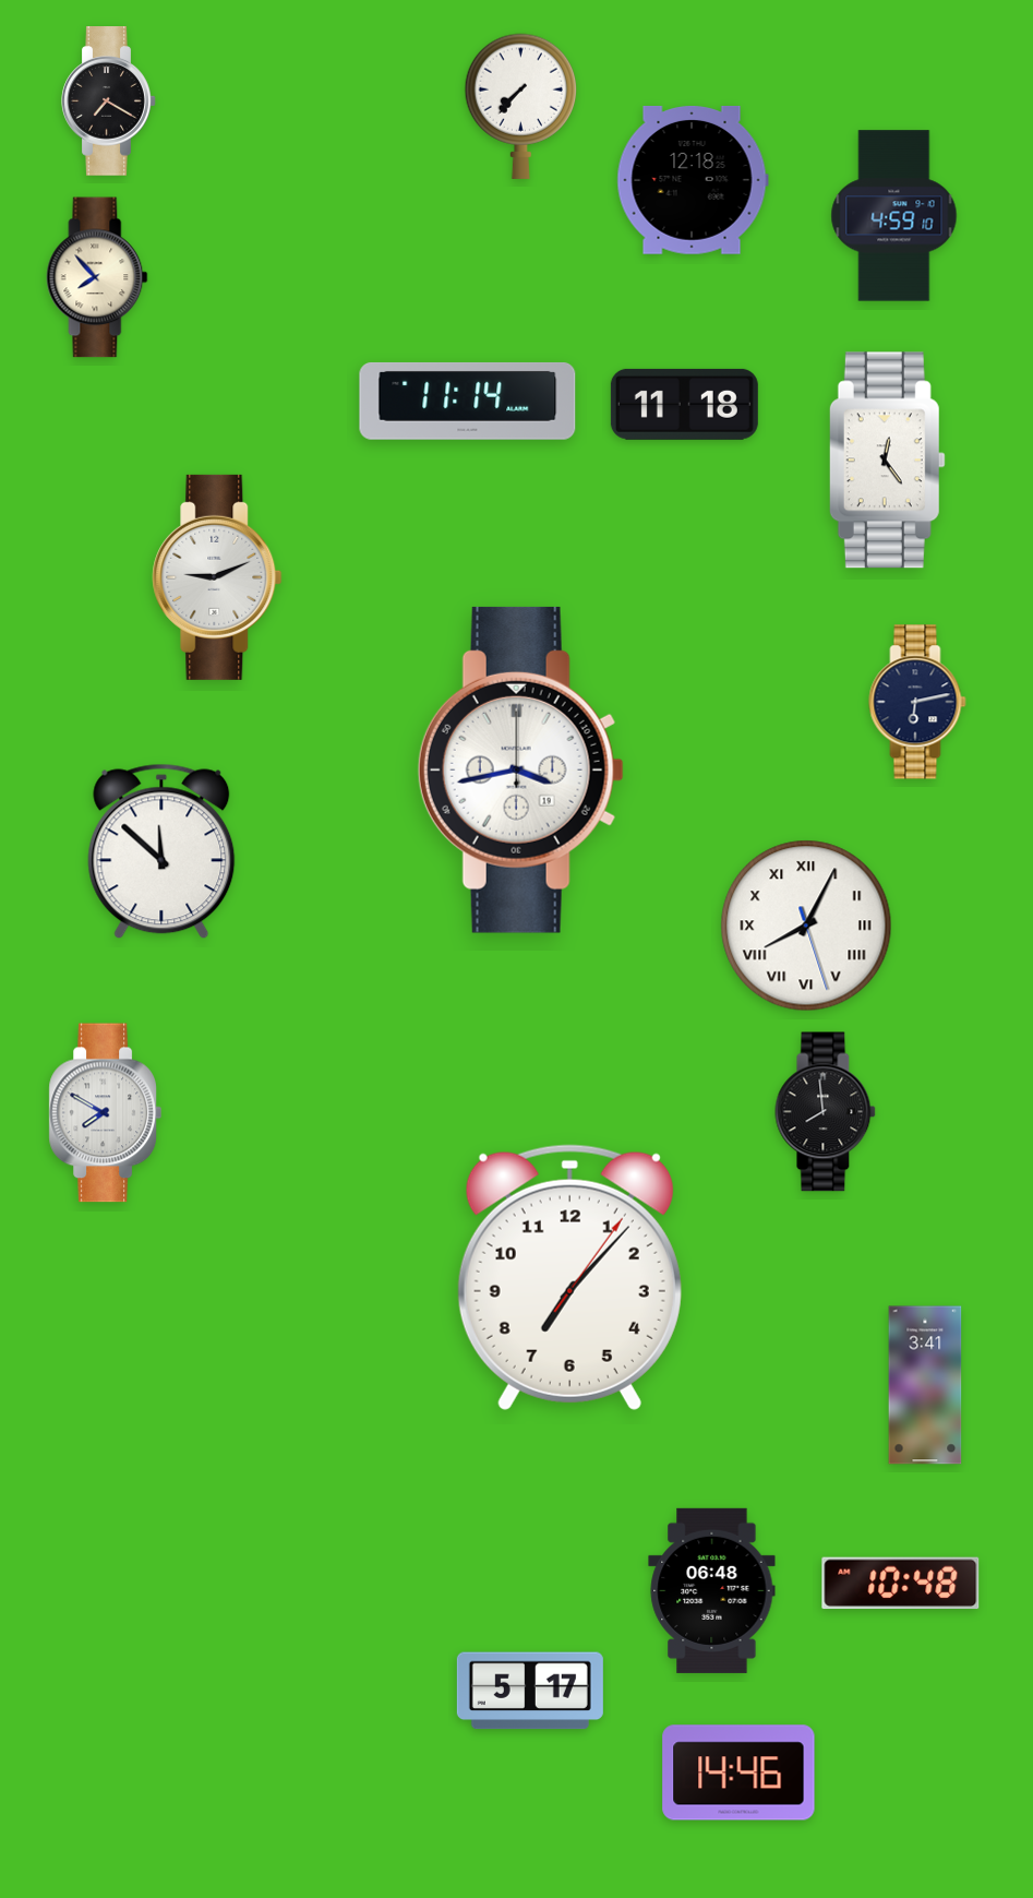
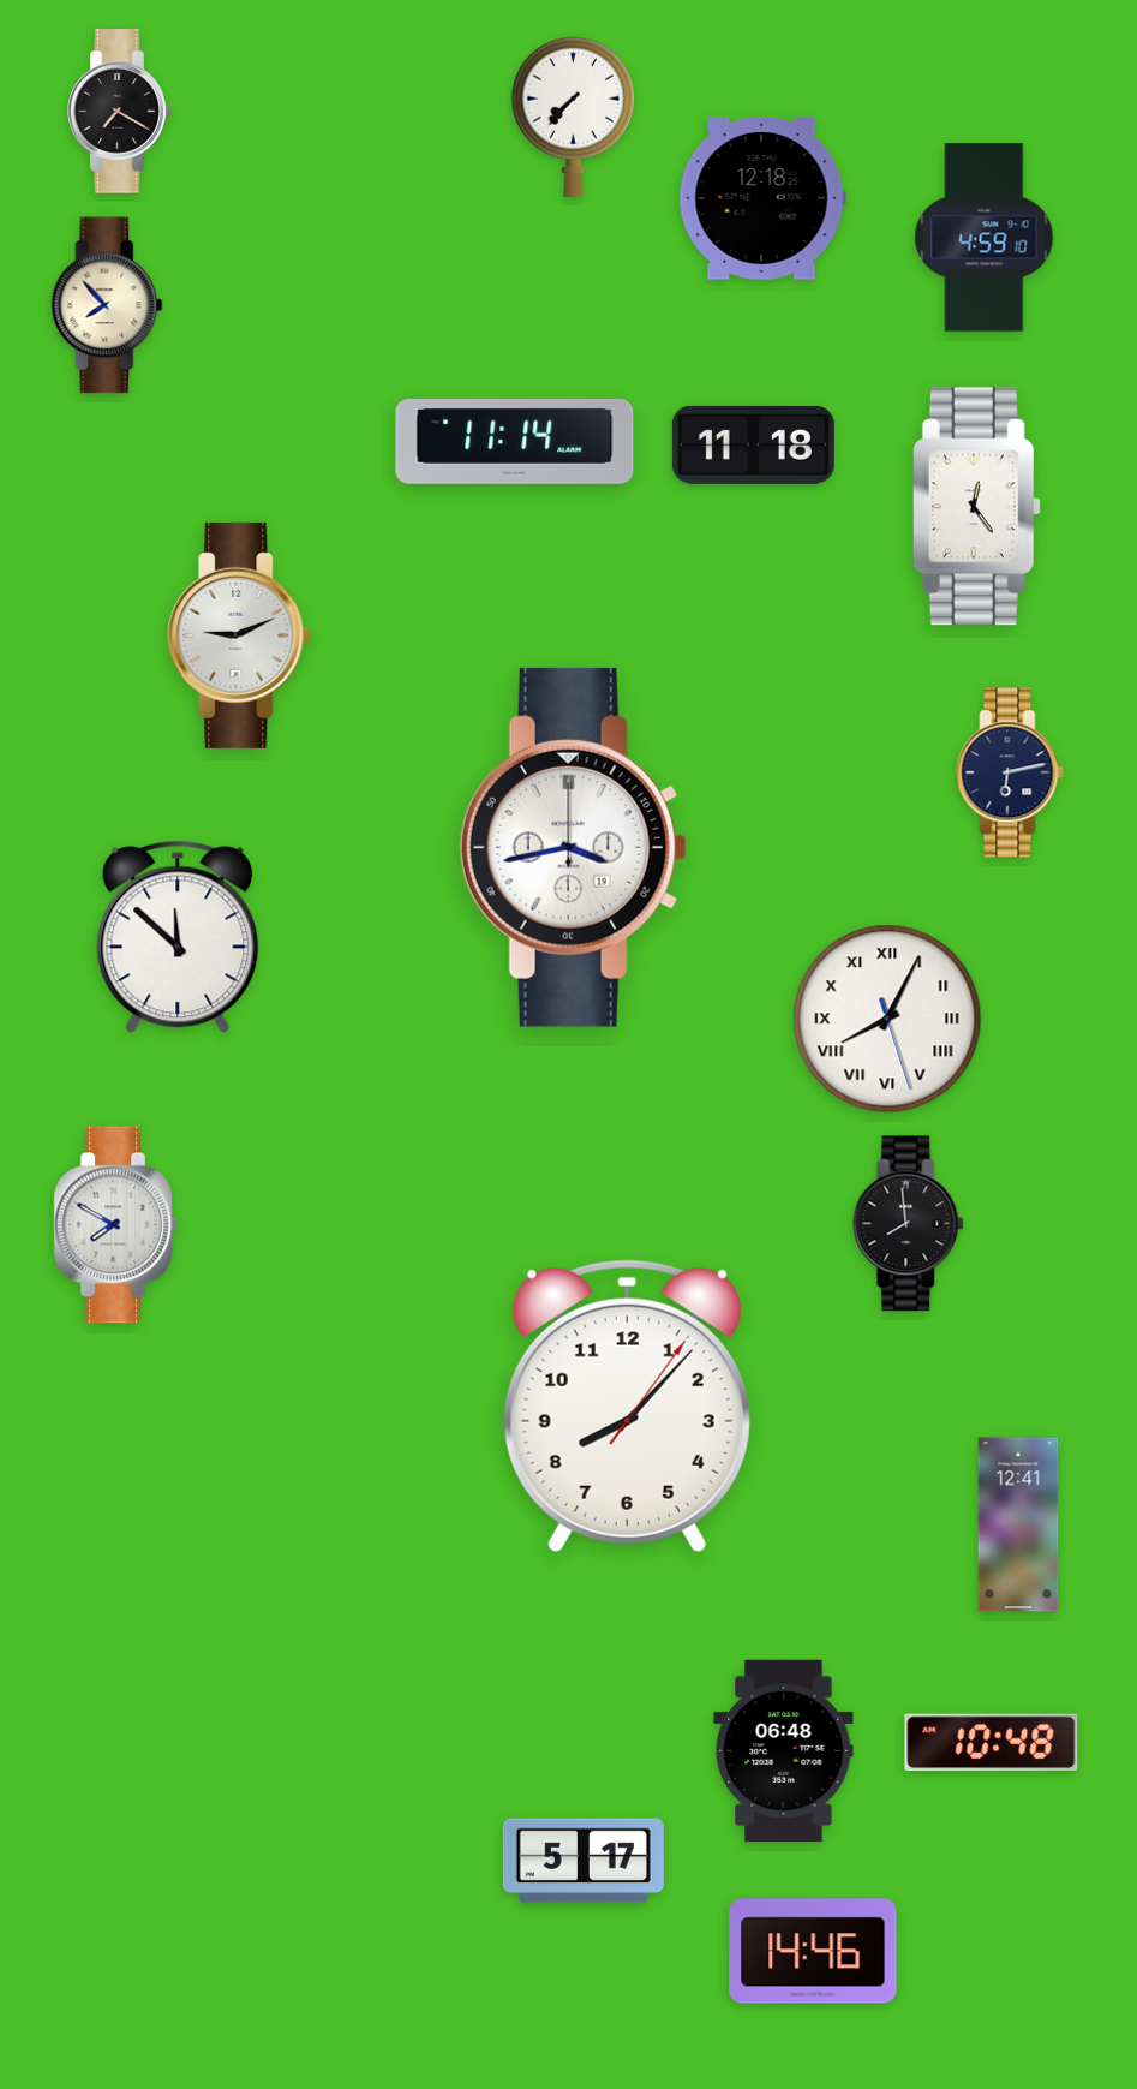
clock at (569, 1277): 7:07 -> 8:07
clock at (925, 1385): 3:41 -> 12:41
